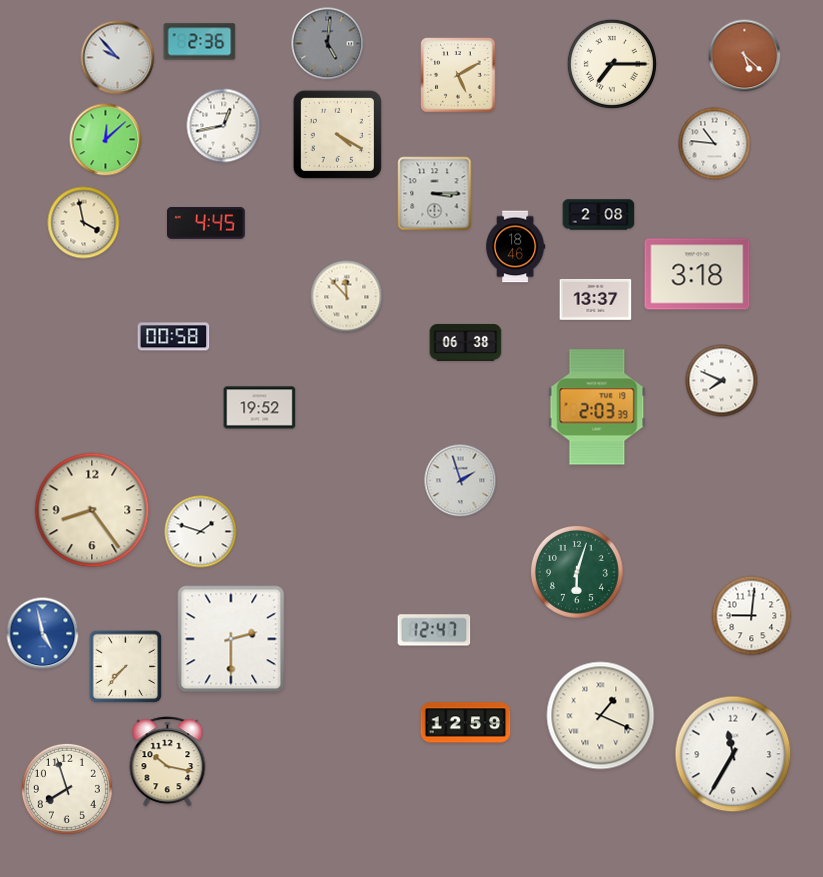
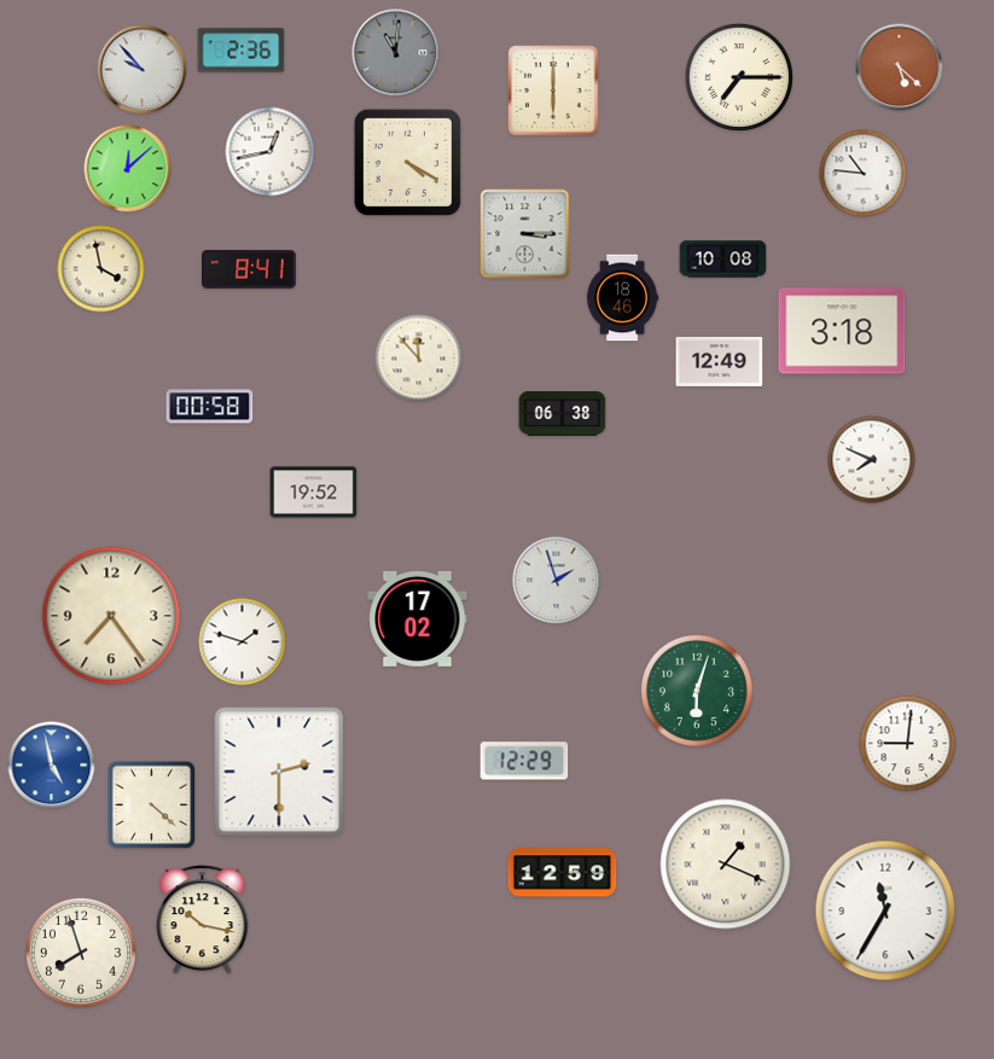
clock at (328, 44): 5:01 -> 11:01
clock at (458, 75): 5:10 -> 6:00
clock at (599, 215): 2:08 -> 10:08
clock at (207, 223): 4:45 -> 8:41
clock at (596, 300): 13:37 -> 12:49
clock at (597, 407): 2:03 -> none
clock at (92, 510): 8:24 -> 7:24
clock at (418, 618): none -> 17:02
clock at (434, 630): 12:47 -> 12:29
clock at (126, 667): 7:37 -> 4:22
